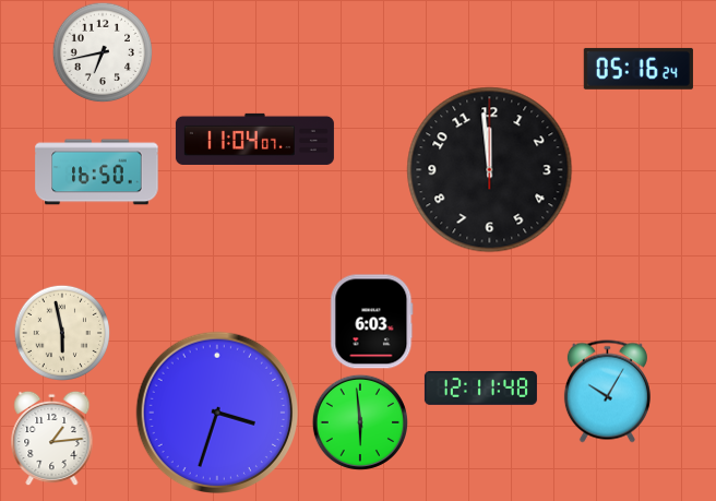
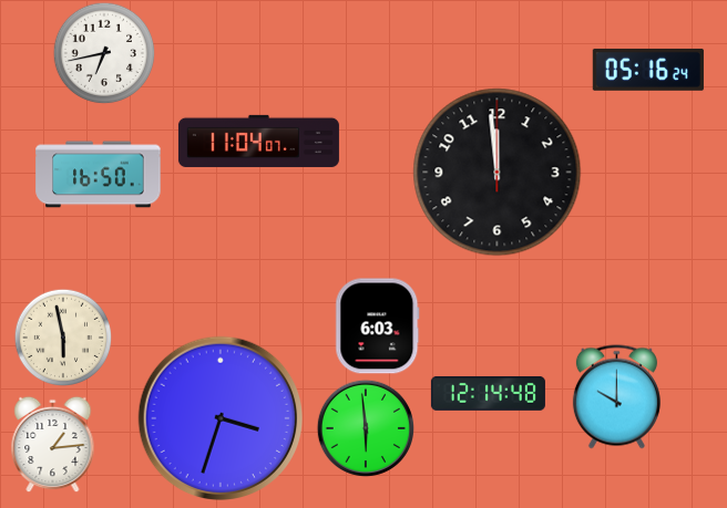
clock at (480, 387): 12:11 -> 12:14
clock at (607, 392): 10:05 -> 10:00
